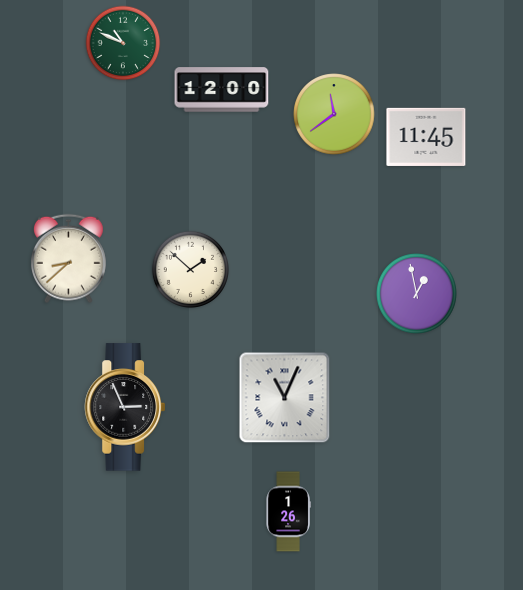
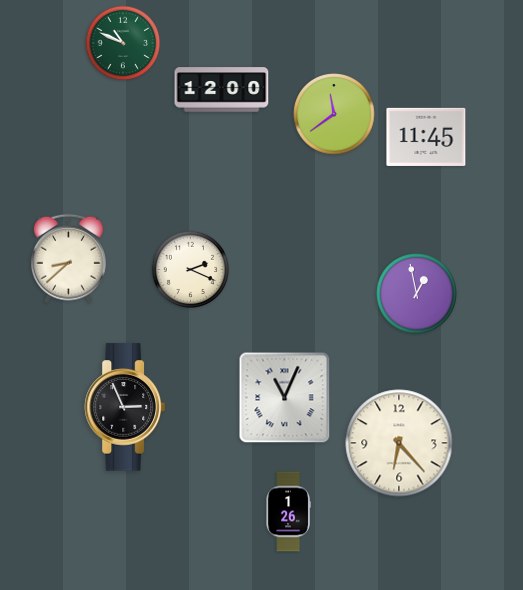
clock at (190, 269): 1:52 -> 2:19
clock at (399, 443): none -> 6:23
